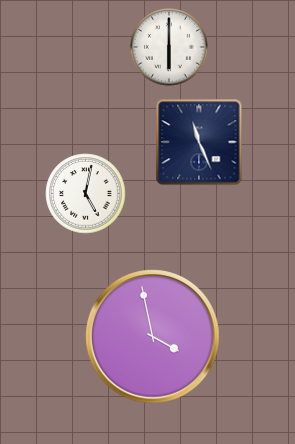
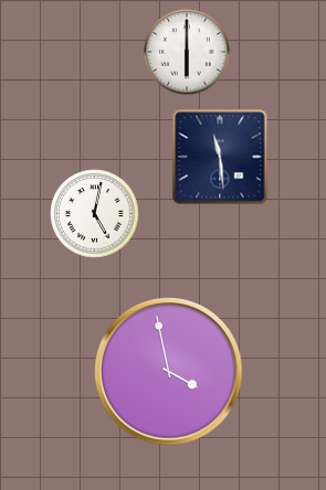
clock at (199, 142): 11:26 -> 11:29
